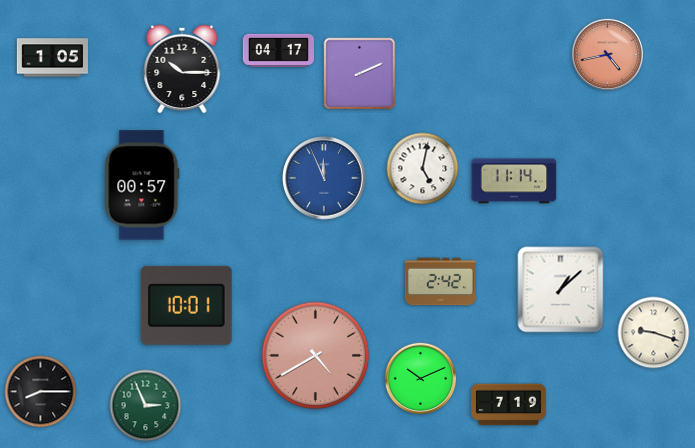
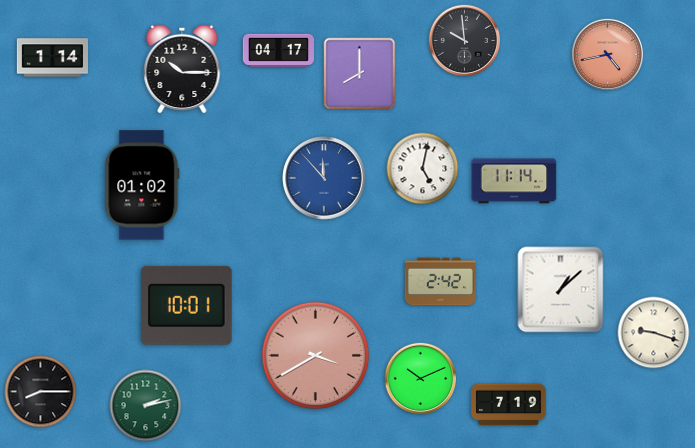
clock at (464, 40): none -> 9:59
clock at (52, 58): 1:05 -> 1:14
clock at (360, 74): 2:11 -> 8:00
clock at (324, 178): 11:56 -> 11:53
clock at (142, 185): 00:57 -> 01:02
clock at (316, 356): 4:40 -> 3:40
clock at (146, 406): 2:56 -> 2:13
